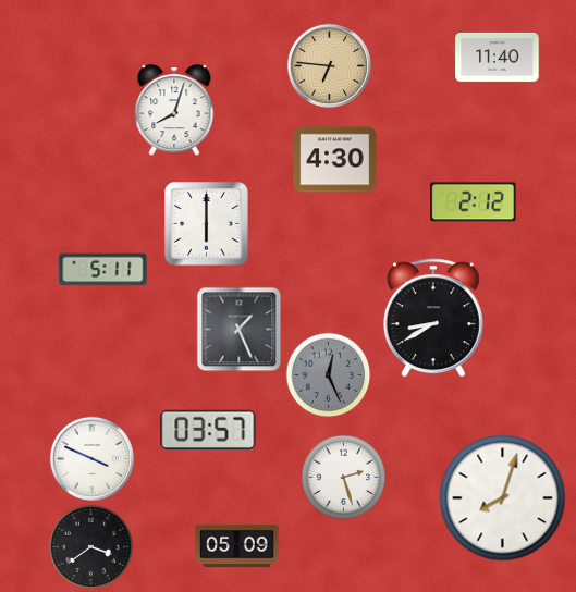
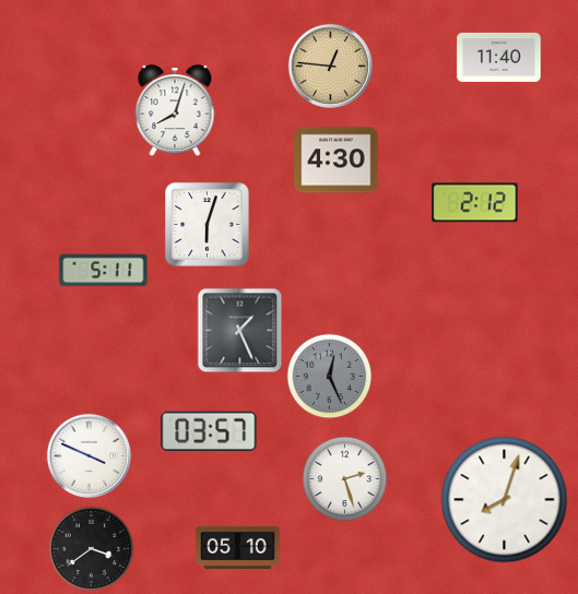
clock at (329, 65): 6:46 -> 12:46
clock at (207, 224): 6:00 -> 6:03
clock at (433, 318): 8:40 -> none
clock at (91, 458) position: (91, 458) -> (89, 455)
clock at (237, 545): 05:09 -> 05:10
